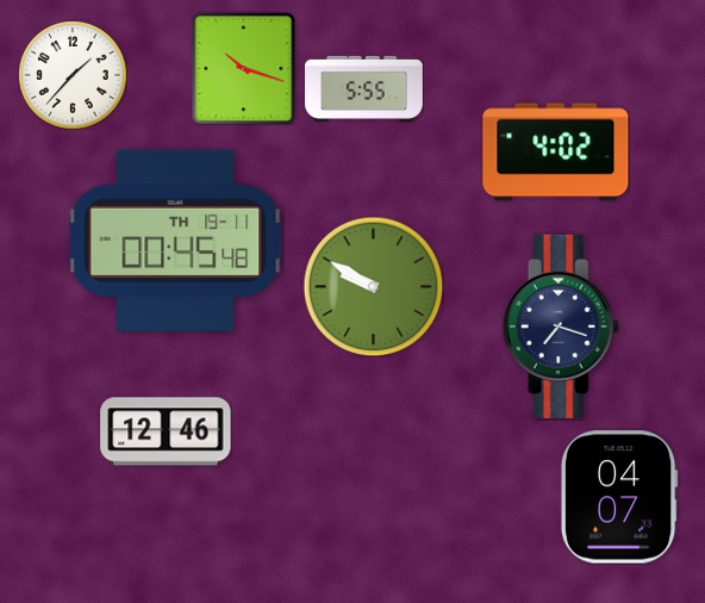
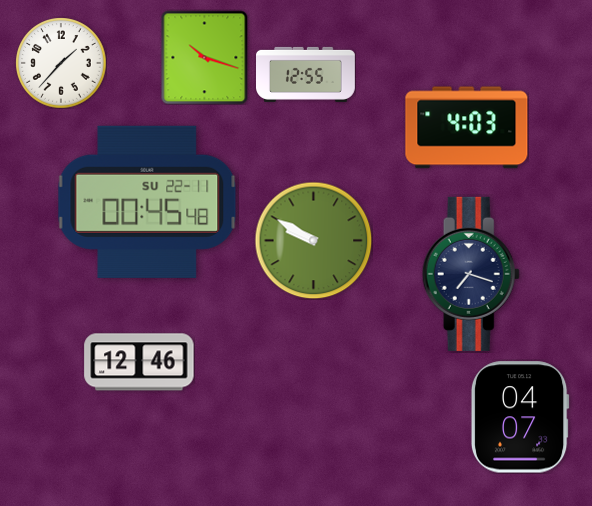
clock at (364, 88): 5:55 -> 12:55
clock at (556, 153): 4:02 -> 4:03
clock at (175, 241) date: TH 19-11 -> SU 22-11
